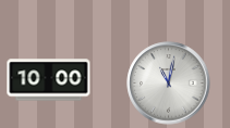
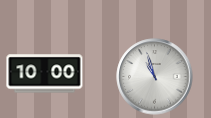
clock at (169, 84): 11:02 -> 10:57
